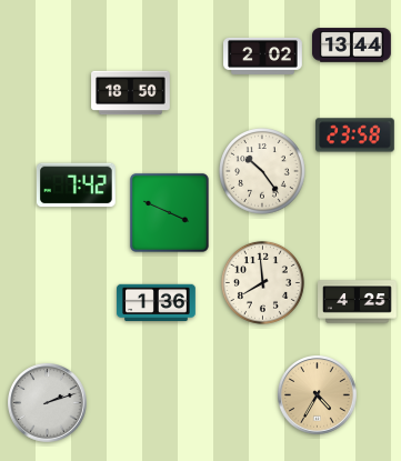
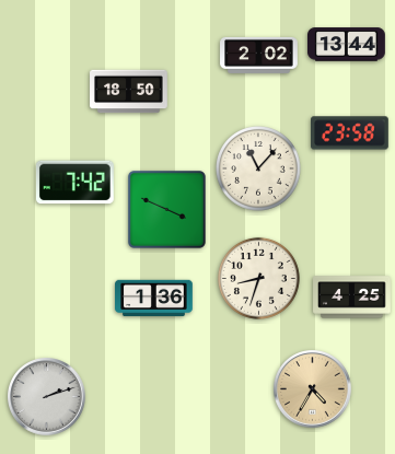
clock at (263, 172): 10:24 -> 11:07
clock at (262, 282): 7:59 -> 8:33
